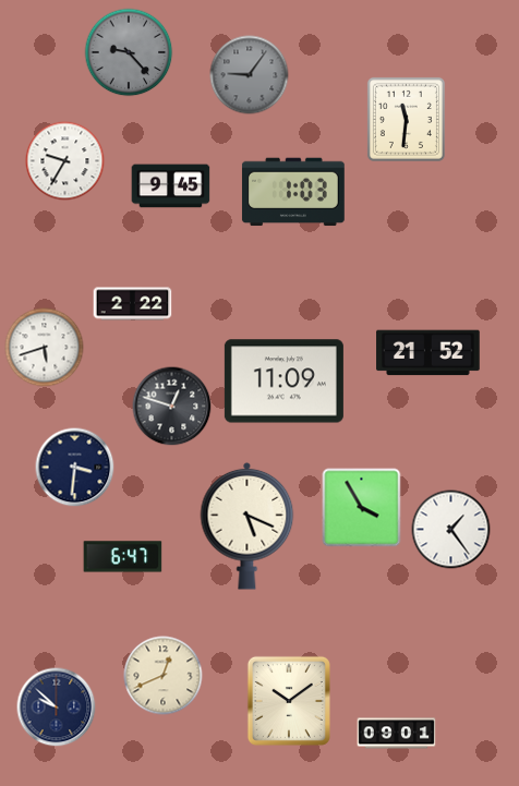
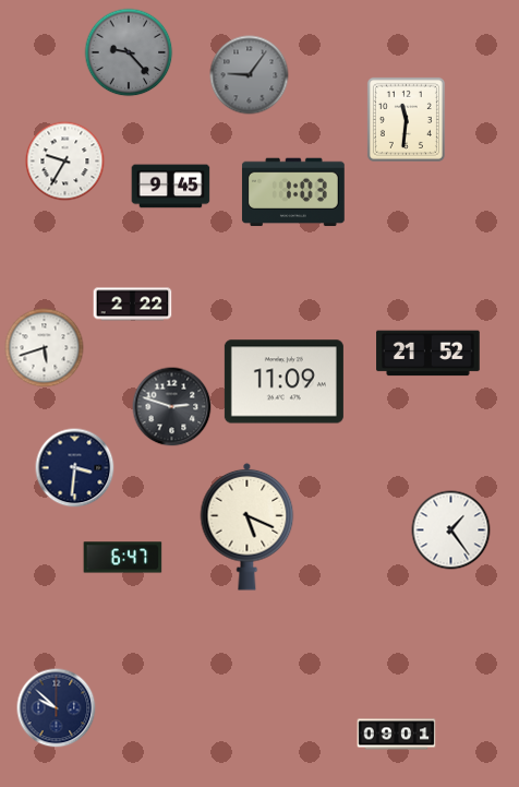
clock at (172, 407): 12:48 -> 2:48
clock at (362, 508): 3:55 -> none
clock at (164, 676): 12:41 -> none
clock at (289, 701): 10:09 -> none
